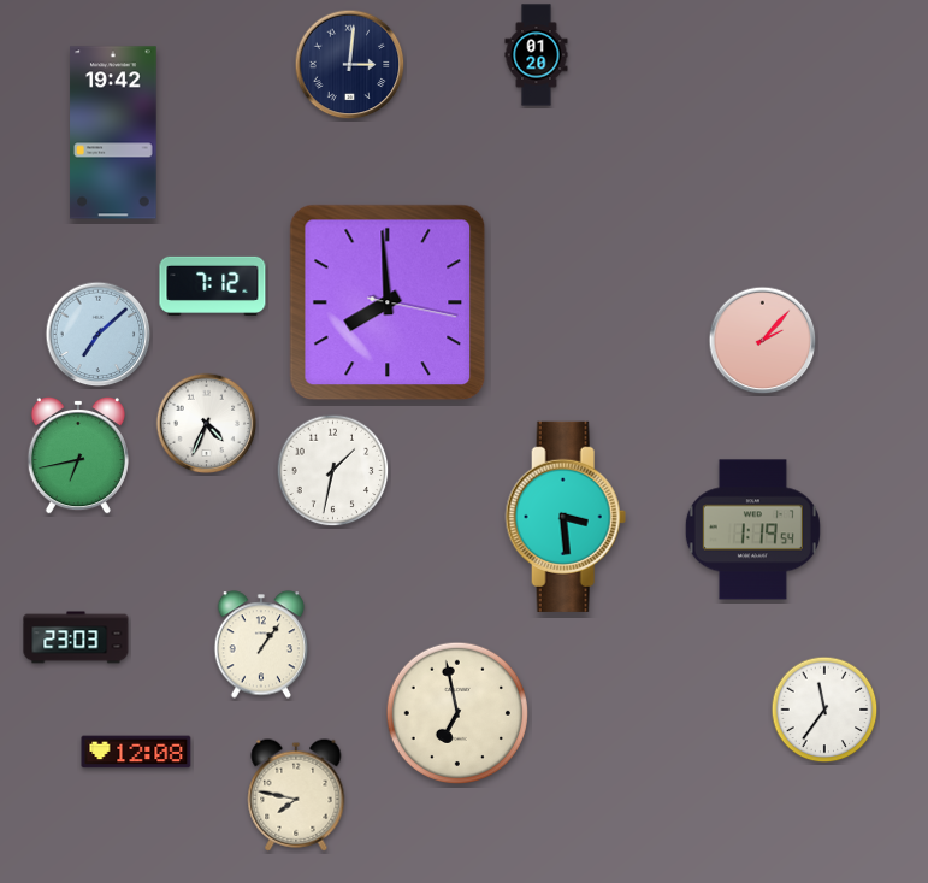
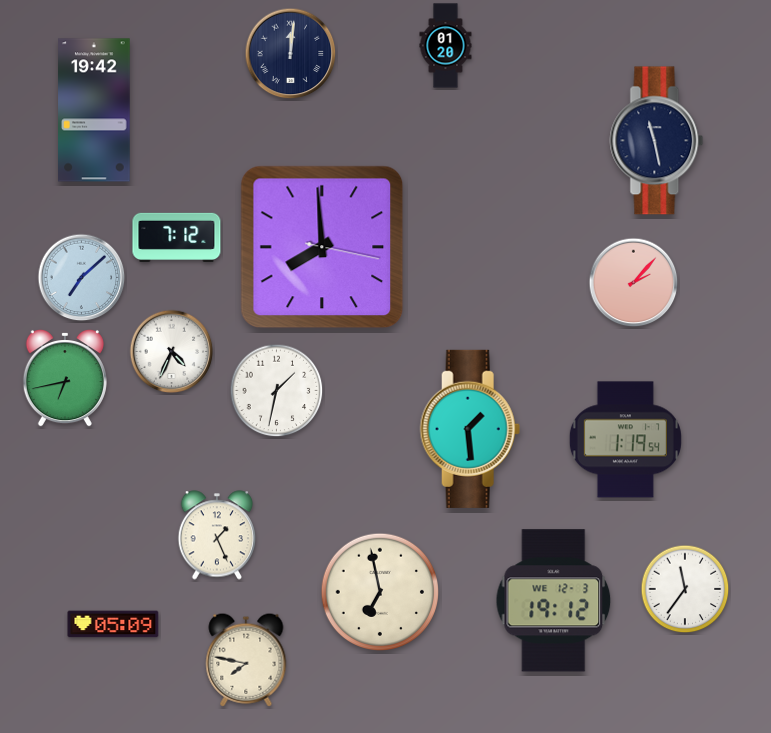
clock at (350, 65): 3:01 -> 12:01
clock at (657, 141): none -> 11:28
clock at (388, 302) position: (388, 302) -> (322, 247)
clock at (566, 517): 3:29 -> 1:29
clock at (76, 637): 23:03 -> none
clock at (261, 644): 1:06 -> 1:26
clock at (554, 601): none -> 19:12
clock at (136, 752): 12:08 -> 05:09
